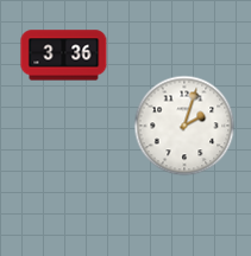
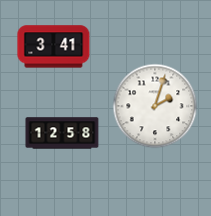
clock at (64, 56): 3:36 -> 3:41
clock at (62, 133): none -> 12:58
